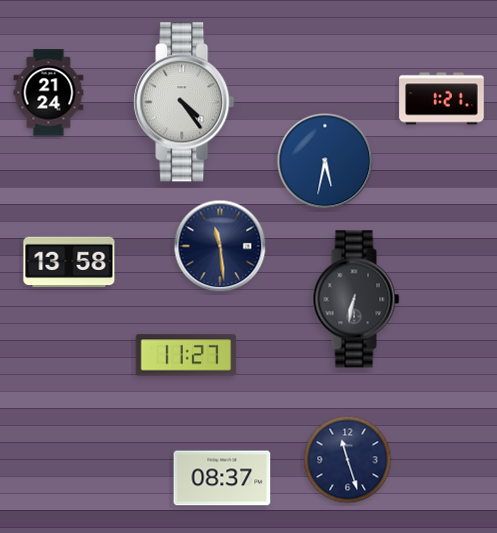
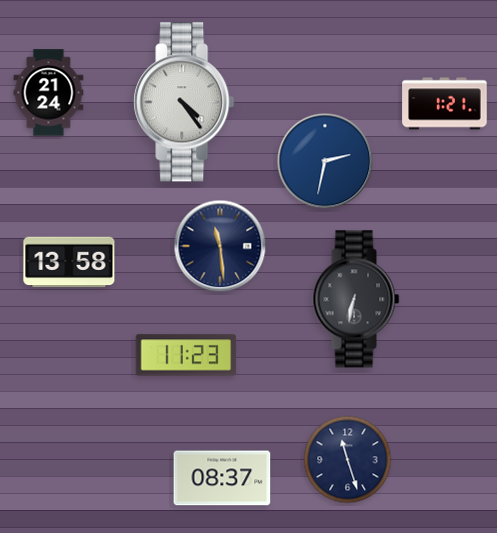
clock at (442, 99) position: (442, 99) -> (445, 104)
clock at (325, 161): 5:32 -> 2:32
clock at (186, 355): 11:27 -> 11:23
